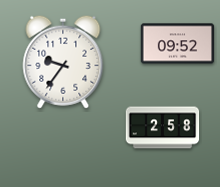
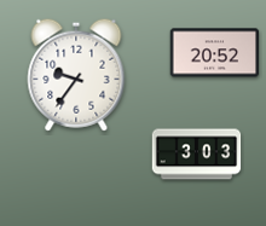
clock at (178, 44): 09:52 -> 20:52
clock at (163, 128): 2:58 -> 3:03
